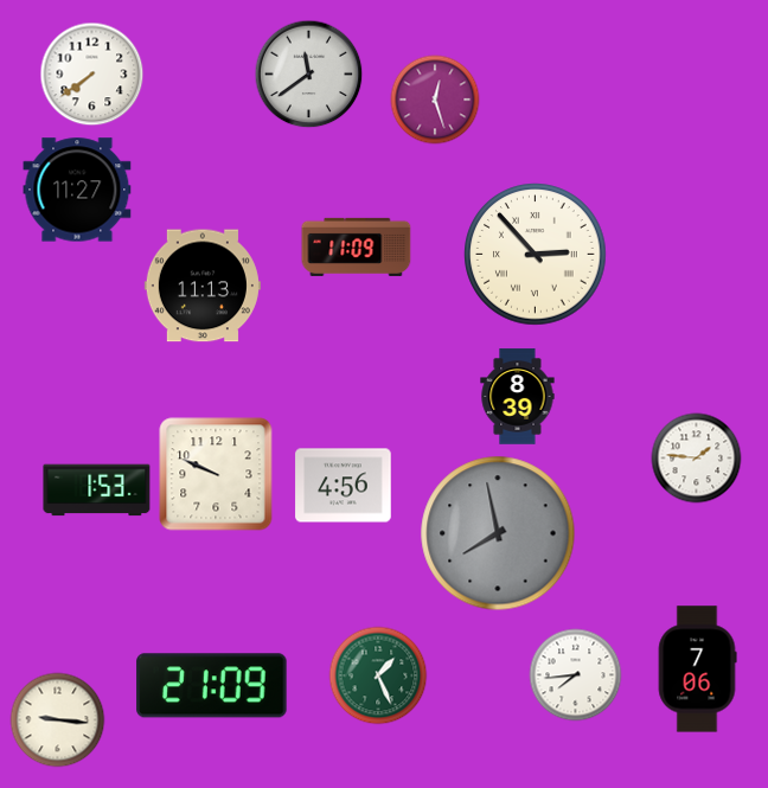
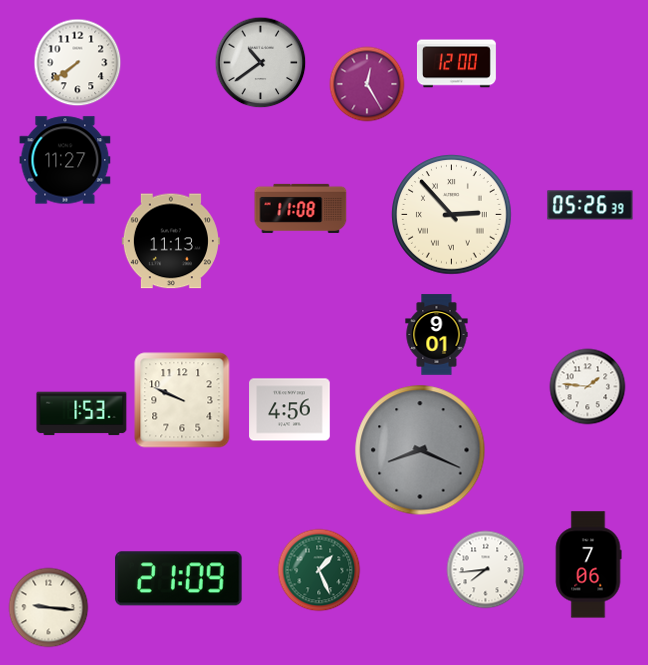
clock at (309, 75): 11:39 -> 10:39
clock at (456, 64): none -> 12:00
clock at (435, 100): 12:27 -> 12:25
clock at (590, 205): none -> 05:26
clock at (357, 246): 11:09 -> 11:08
clock at (518, 397): 8:39 -> 9:01
clock at (498, 533): 7:58 -> 8:19
